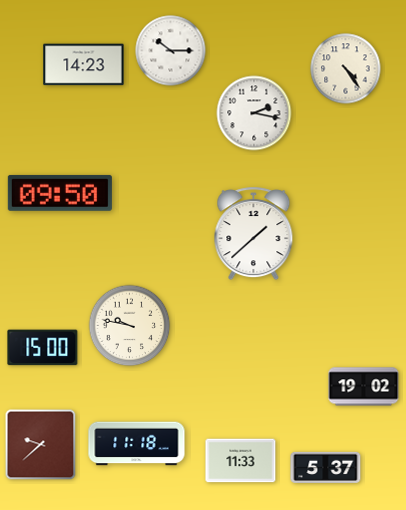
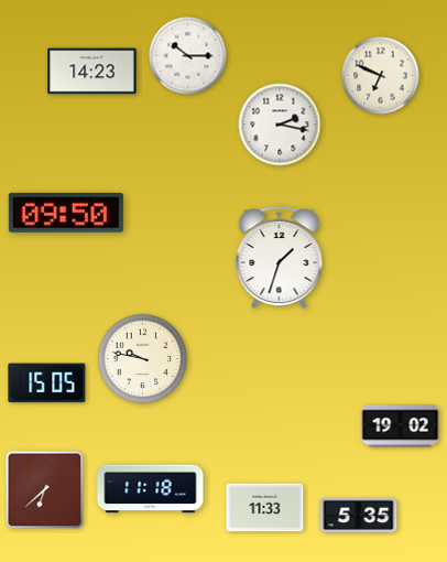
clock at (346, 69): 4:24 -> 6:49
clock at (254, 234): 1:38 -> 1:33
clock at (43, 348): 15:00 -> 15:05
clock at (41, 445): 9:38 -> 6:38
clock at (326, 467): 5:37 -> 5:35
